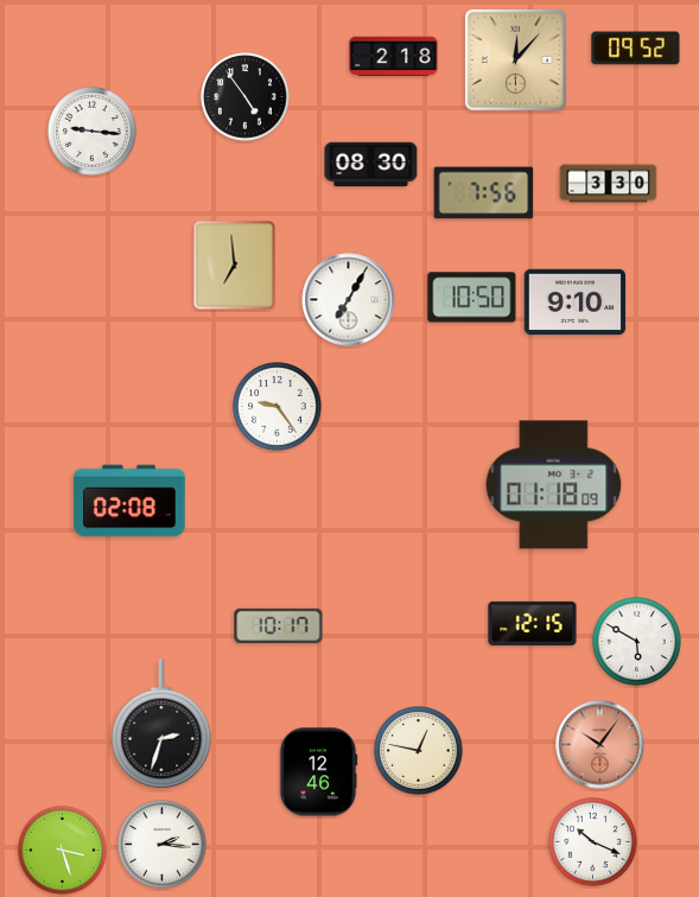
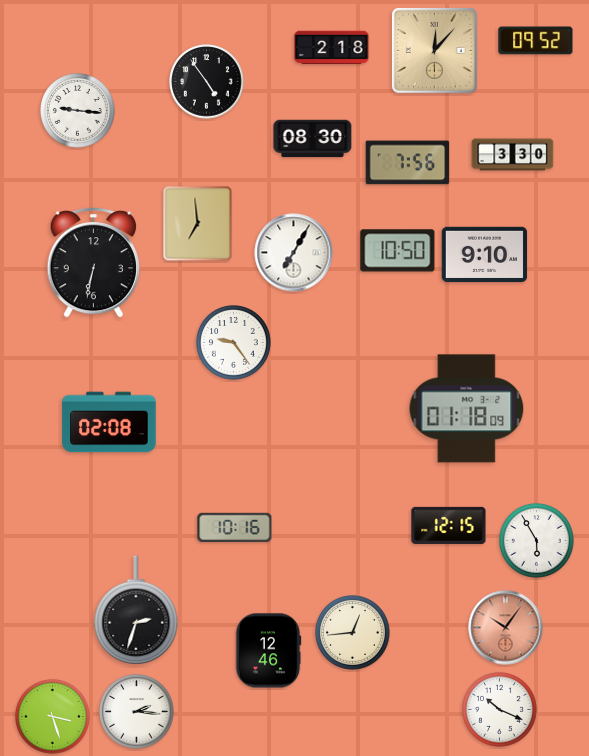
clock at (93, 263): none -> 6:32
clock at (279, 625): 10:17 -> 10:16
clock at (637, 642): 5:50 -> 5:55
clock at (419, 751): 12:47 -> 12:44
